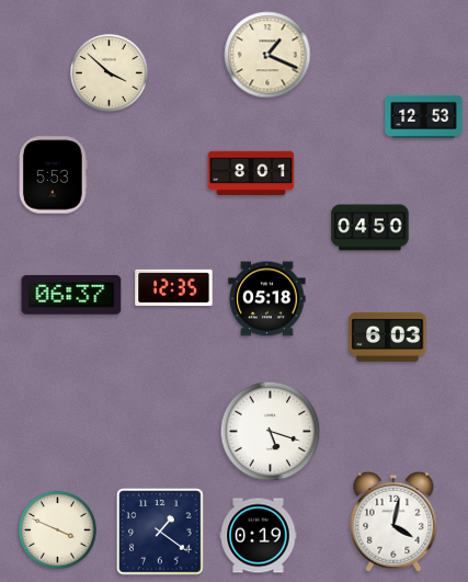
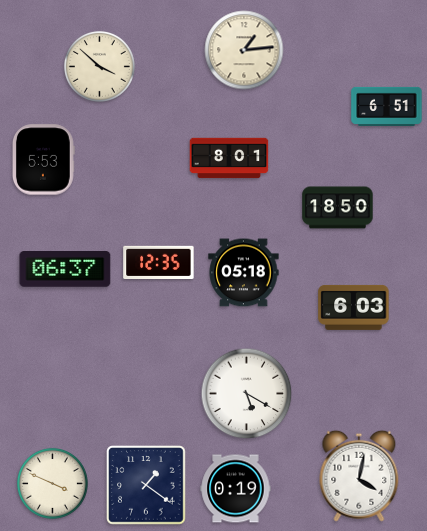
clock at (267, 55): 1:19 -> 1:14
clock at (424, 116): 12:53 -> 6:51
clock at (54, 175) position: (54, 175) -> (44, 160)
clock at (370, 228): 04:50 -> 18:50
clock at (271, 432): 5:18 -> 5:20
